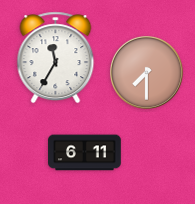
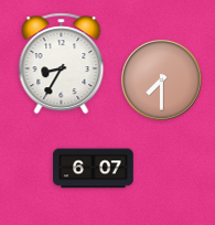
clock at (56, 58): 11:35 -> 8:35
clock at (85, 153): 6:11 -> 6:07
